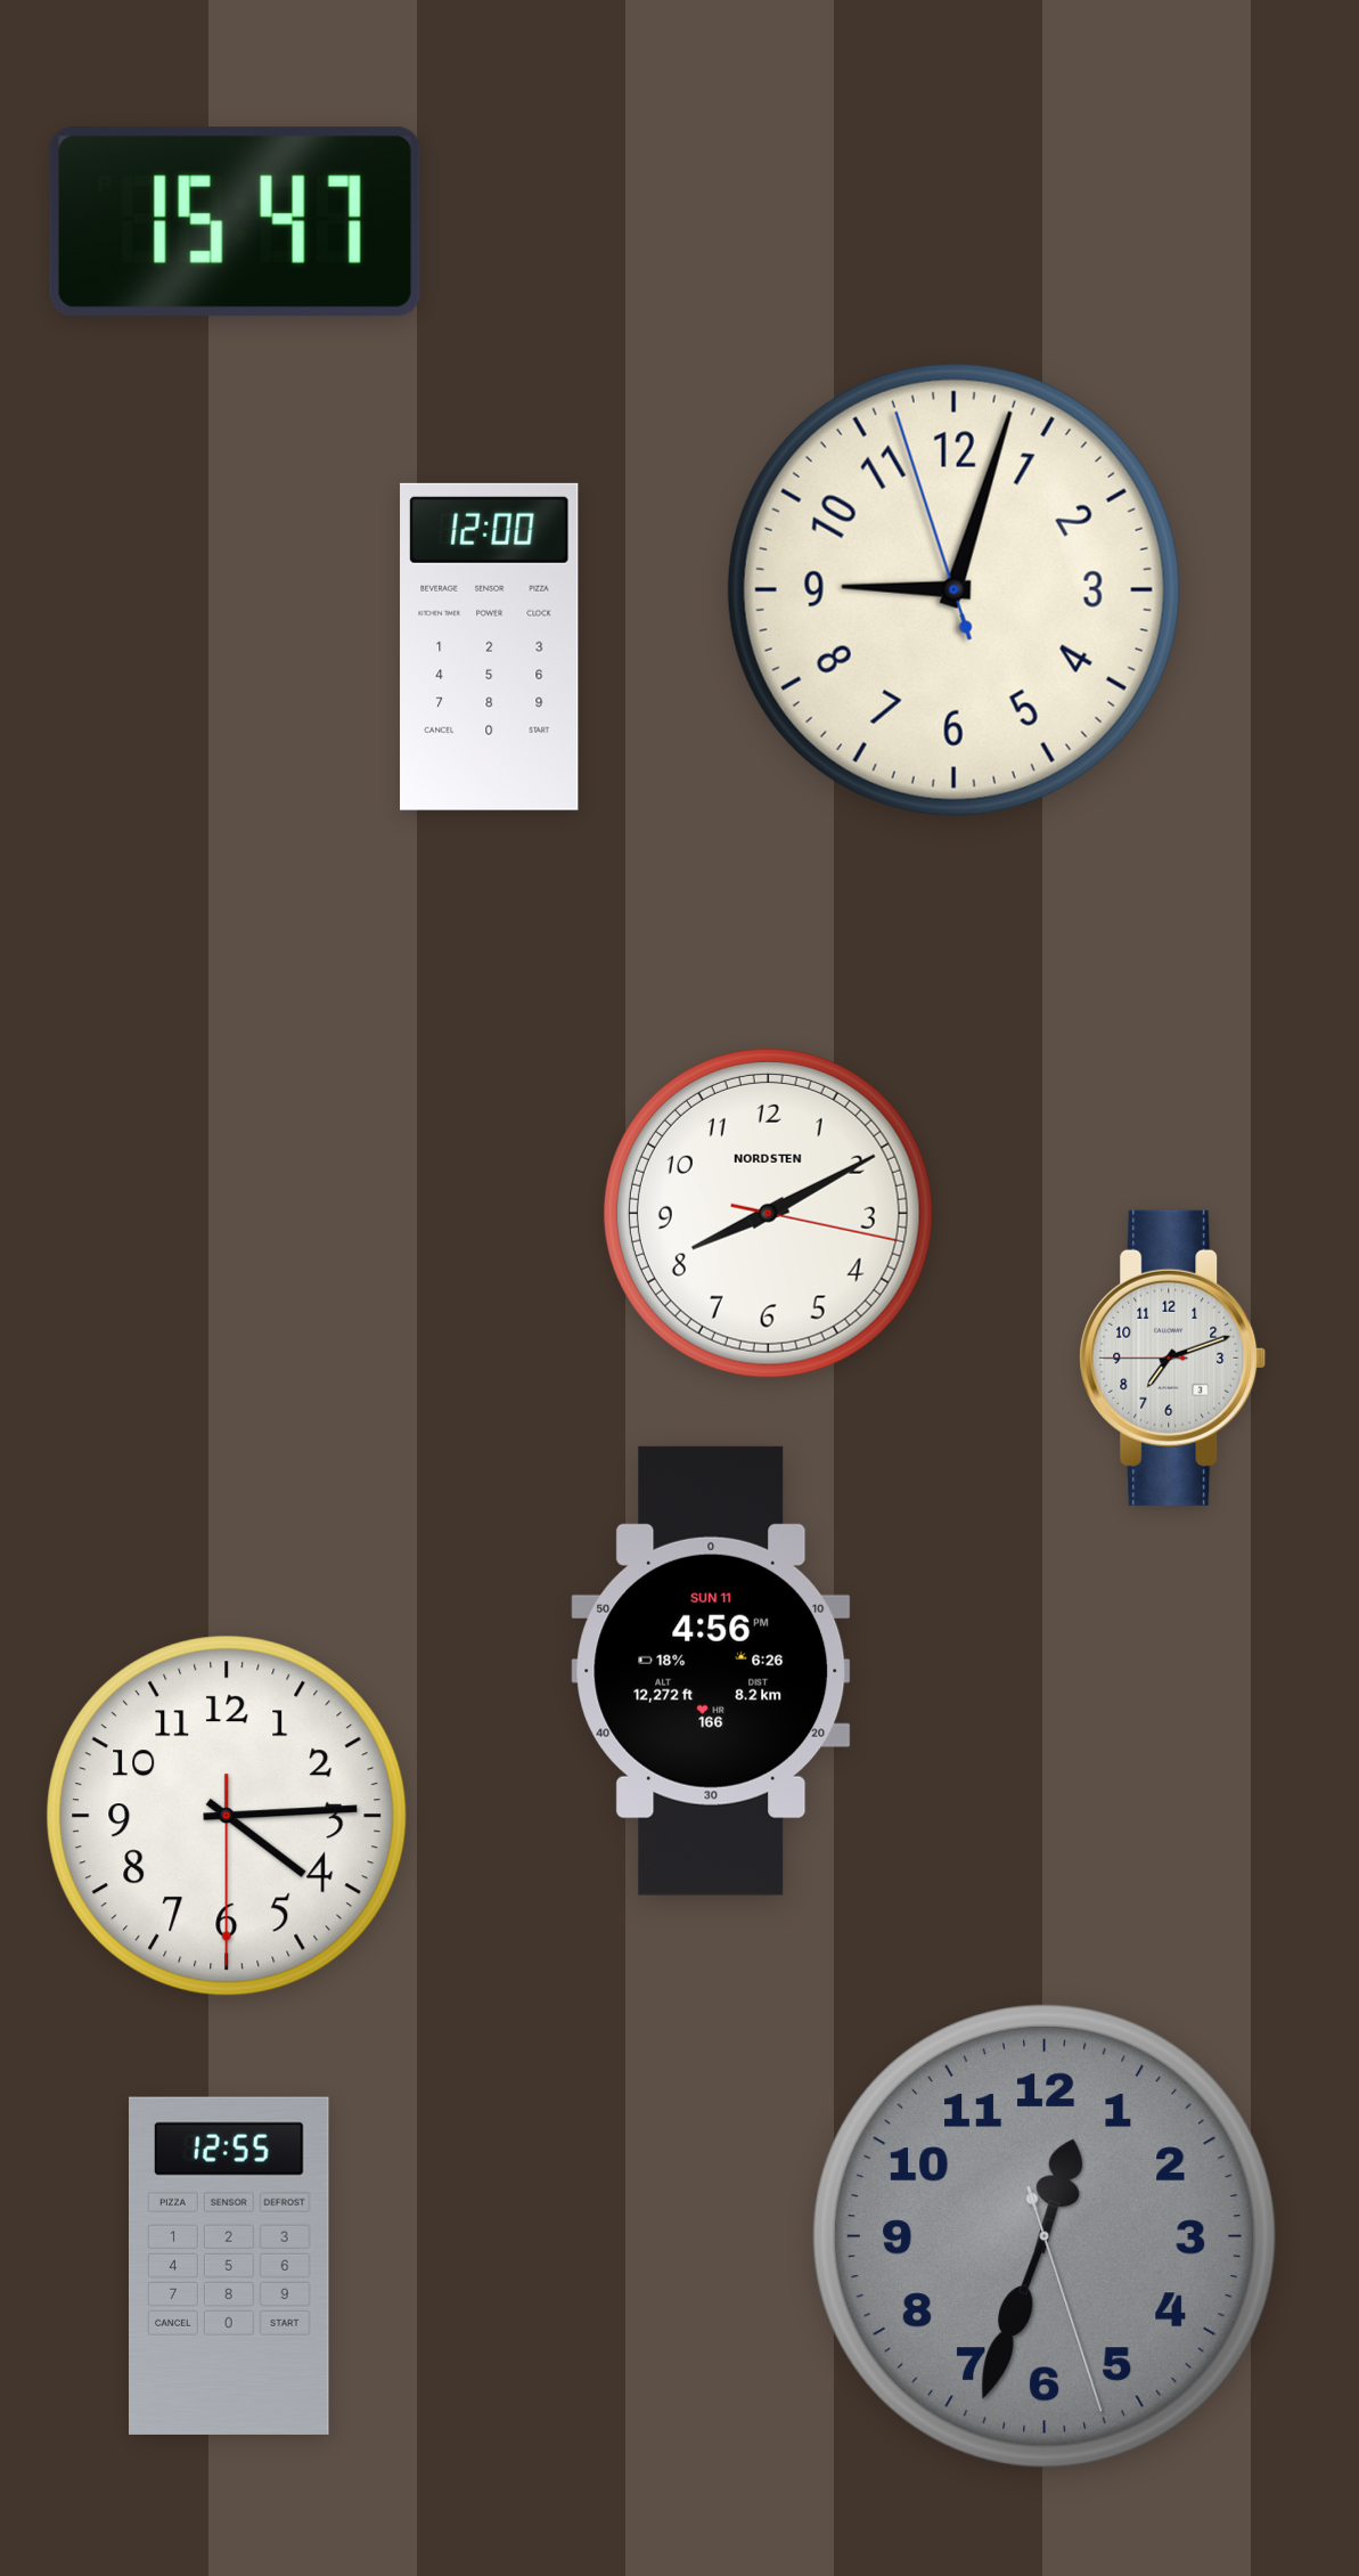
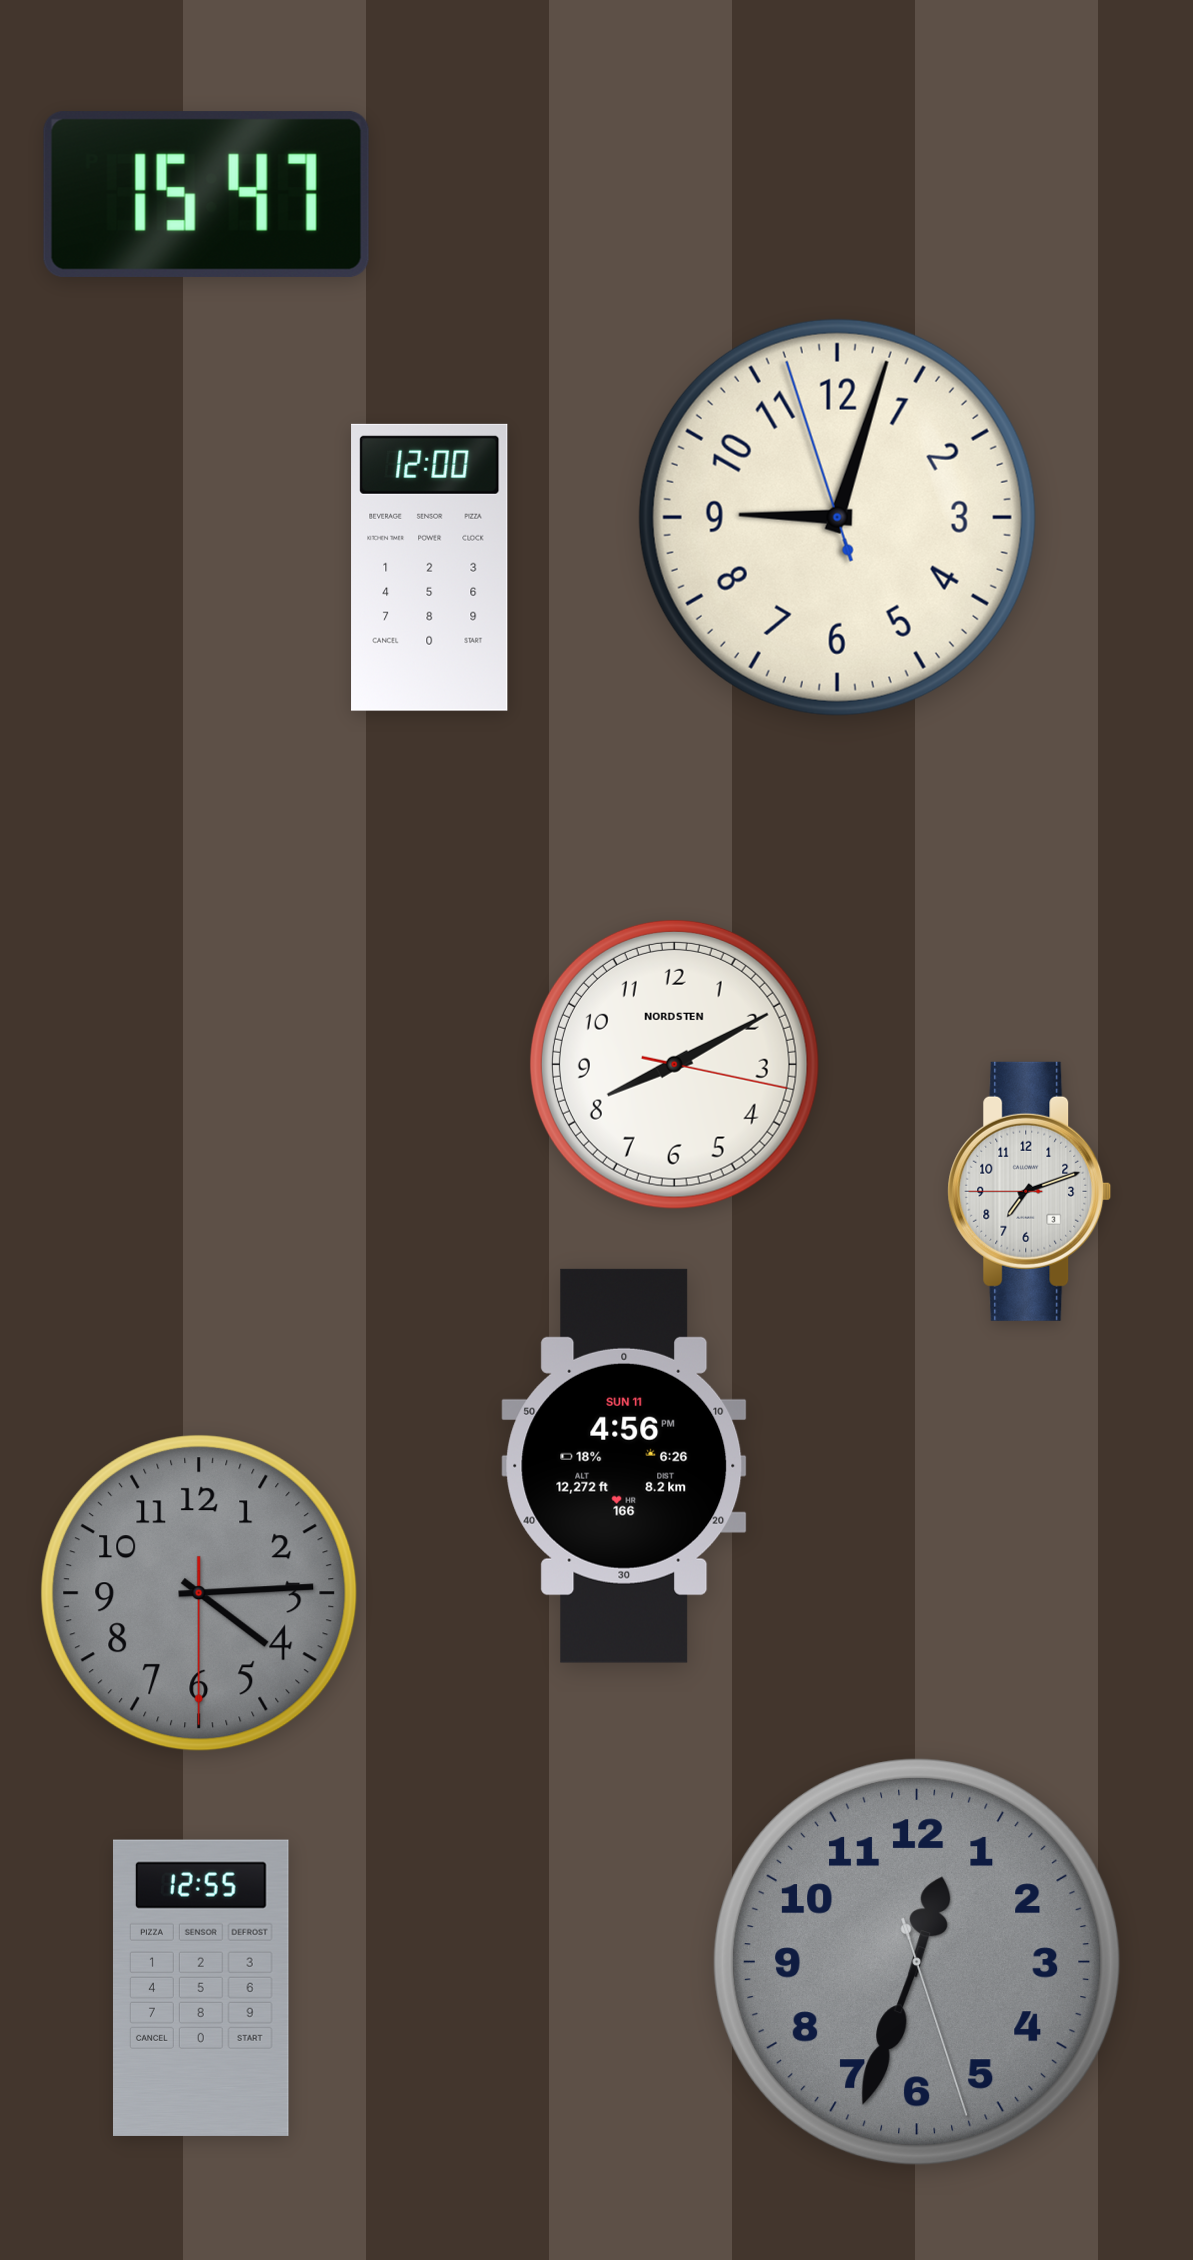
clock at (227, 1816) dial: white -> grey
